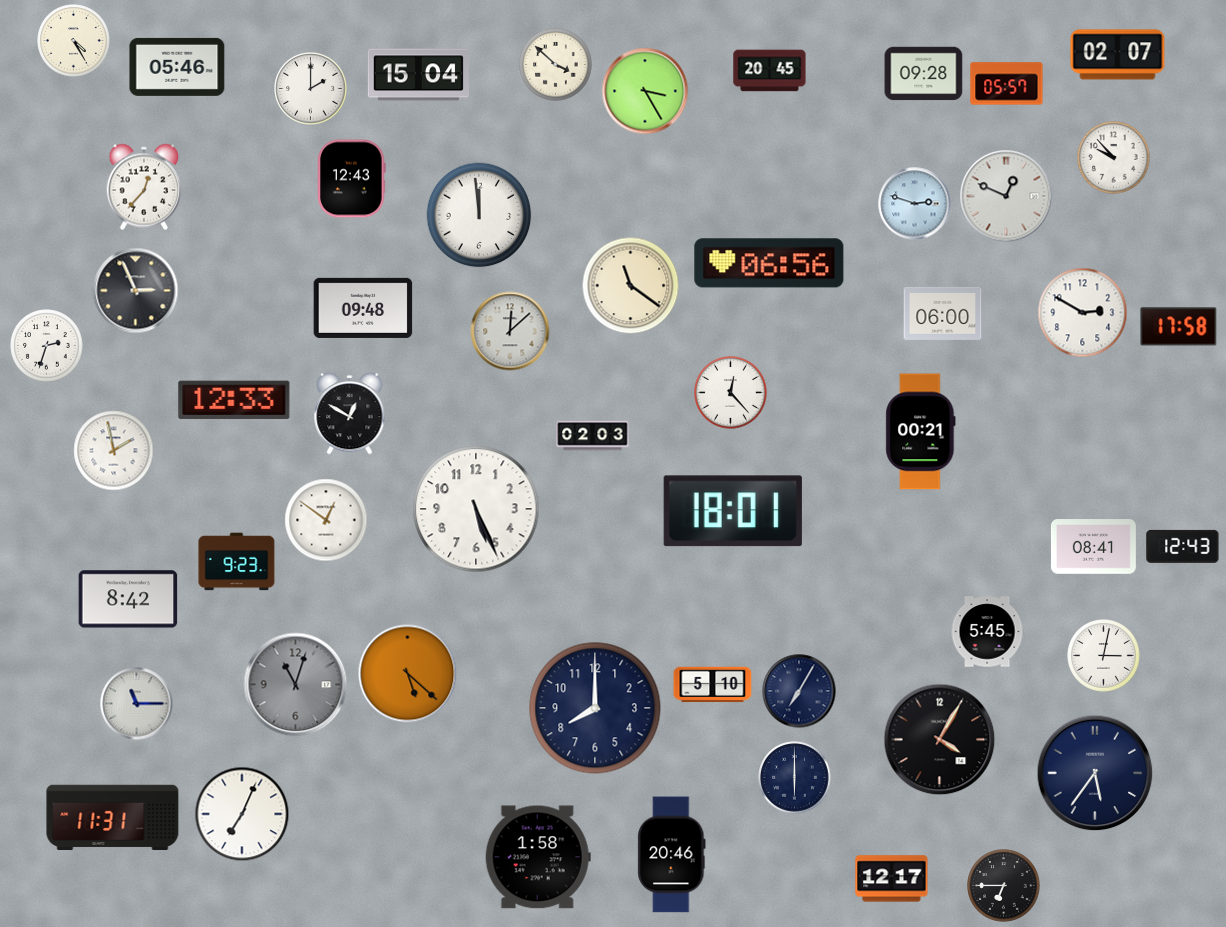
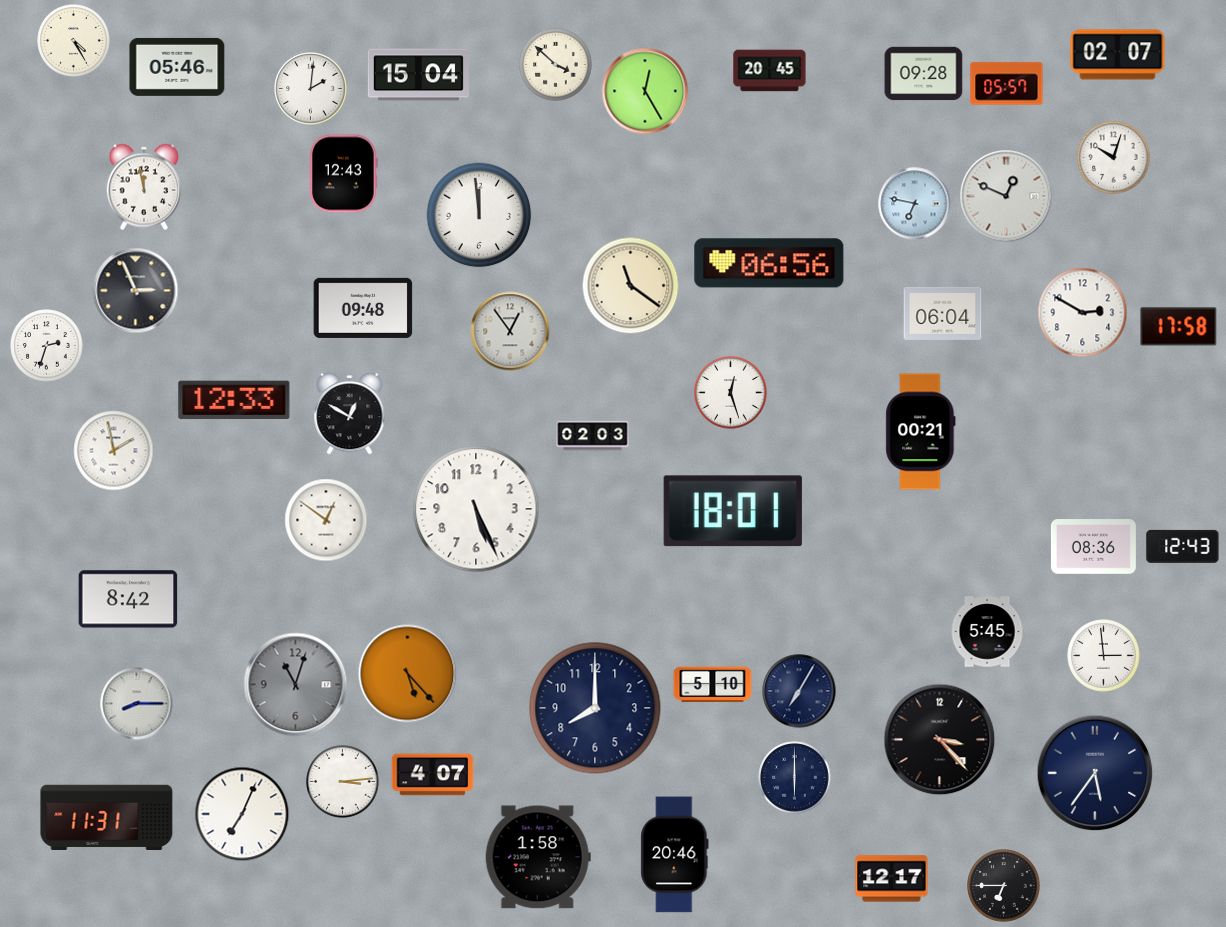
clock at (311, 89): 2:00 -> 2:01
clock at (645, 91): 3:25 -> 12:25
clock at (1114, 158): 9:53 -> 10:03
clock at (352, 179) position: (352, 179) -> (344, 174)
clock at (144, 187): 12:37 -> 11:58
clock at (915, 204): 2:48 -> 6:47
clock at (943, 313): 06:00 -> 06:04
clock at (510, 331): 12:08 -> 12:54
clock at (731, 393): 12:23 -> 12:27
clock at (1093, 547): 08:41 -> 08:36
clock at (237, 562): 9:23 -> none
clock at (1104, 656): 3:02 -> 2:59
clock at (408, 674): 5:22 -> 5:23
clock at (137, 704): 11:15 -> 8:15
clock at (940, 740): 4:05 -> 3:23
clock at (433, 775): none -> 4:07
clock at (343, 782): none -> 3:14
clock at (113, 817) position: (113, 817) -> (107, 817)
clock at (672, 855) position: (672, 855) -> (675, 855)
